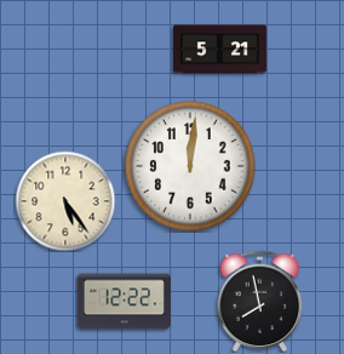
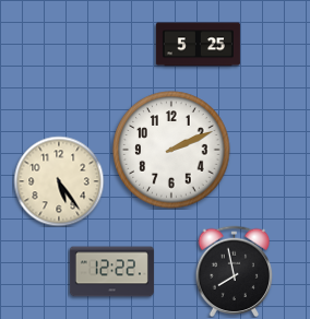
clock at (219, 50): 5:21 -> 5:25
clock at (190, 166): 12:01 -> 2:11
